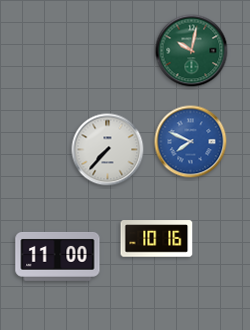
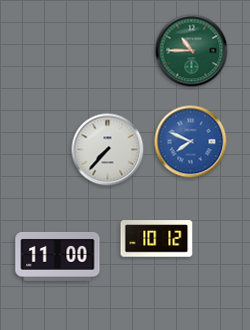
clock at (192, 51): 10:02 -> 10:45
clock at (157, 239): 10:16 -> 10:12
